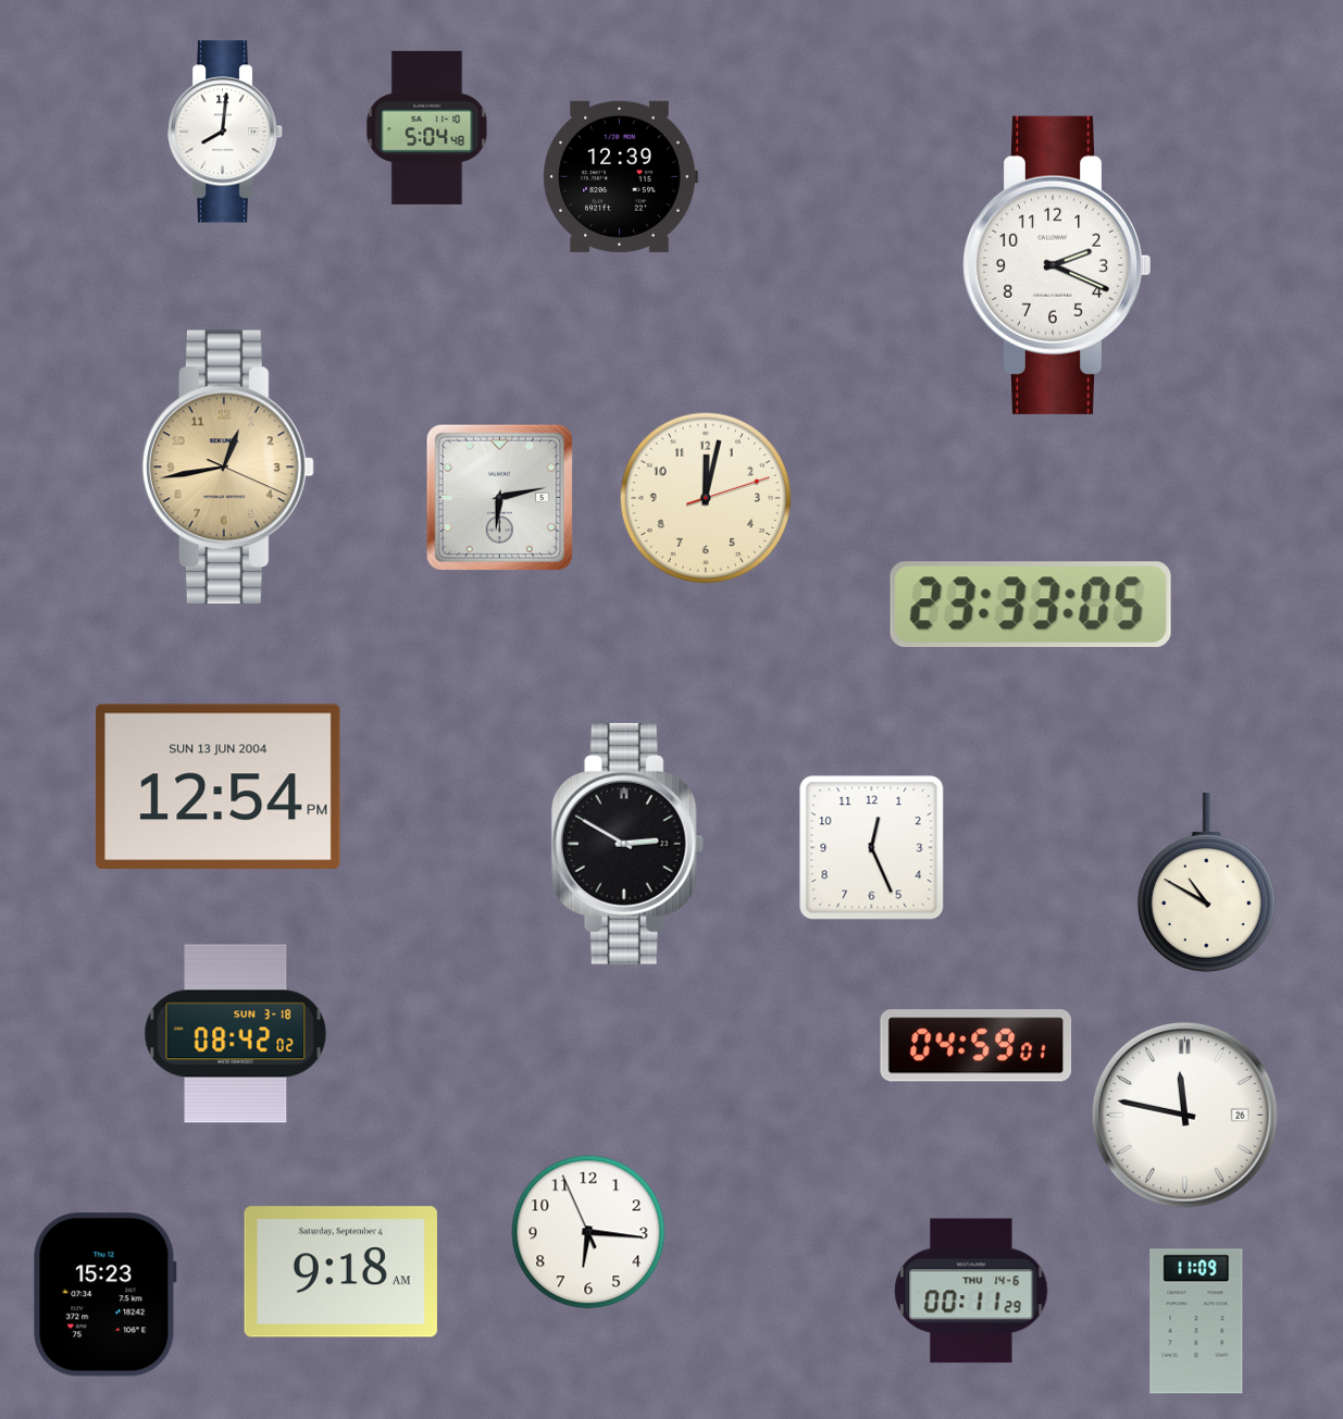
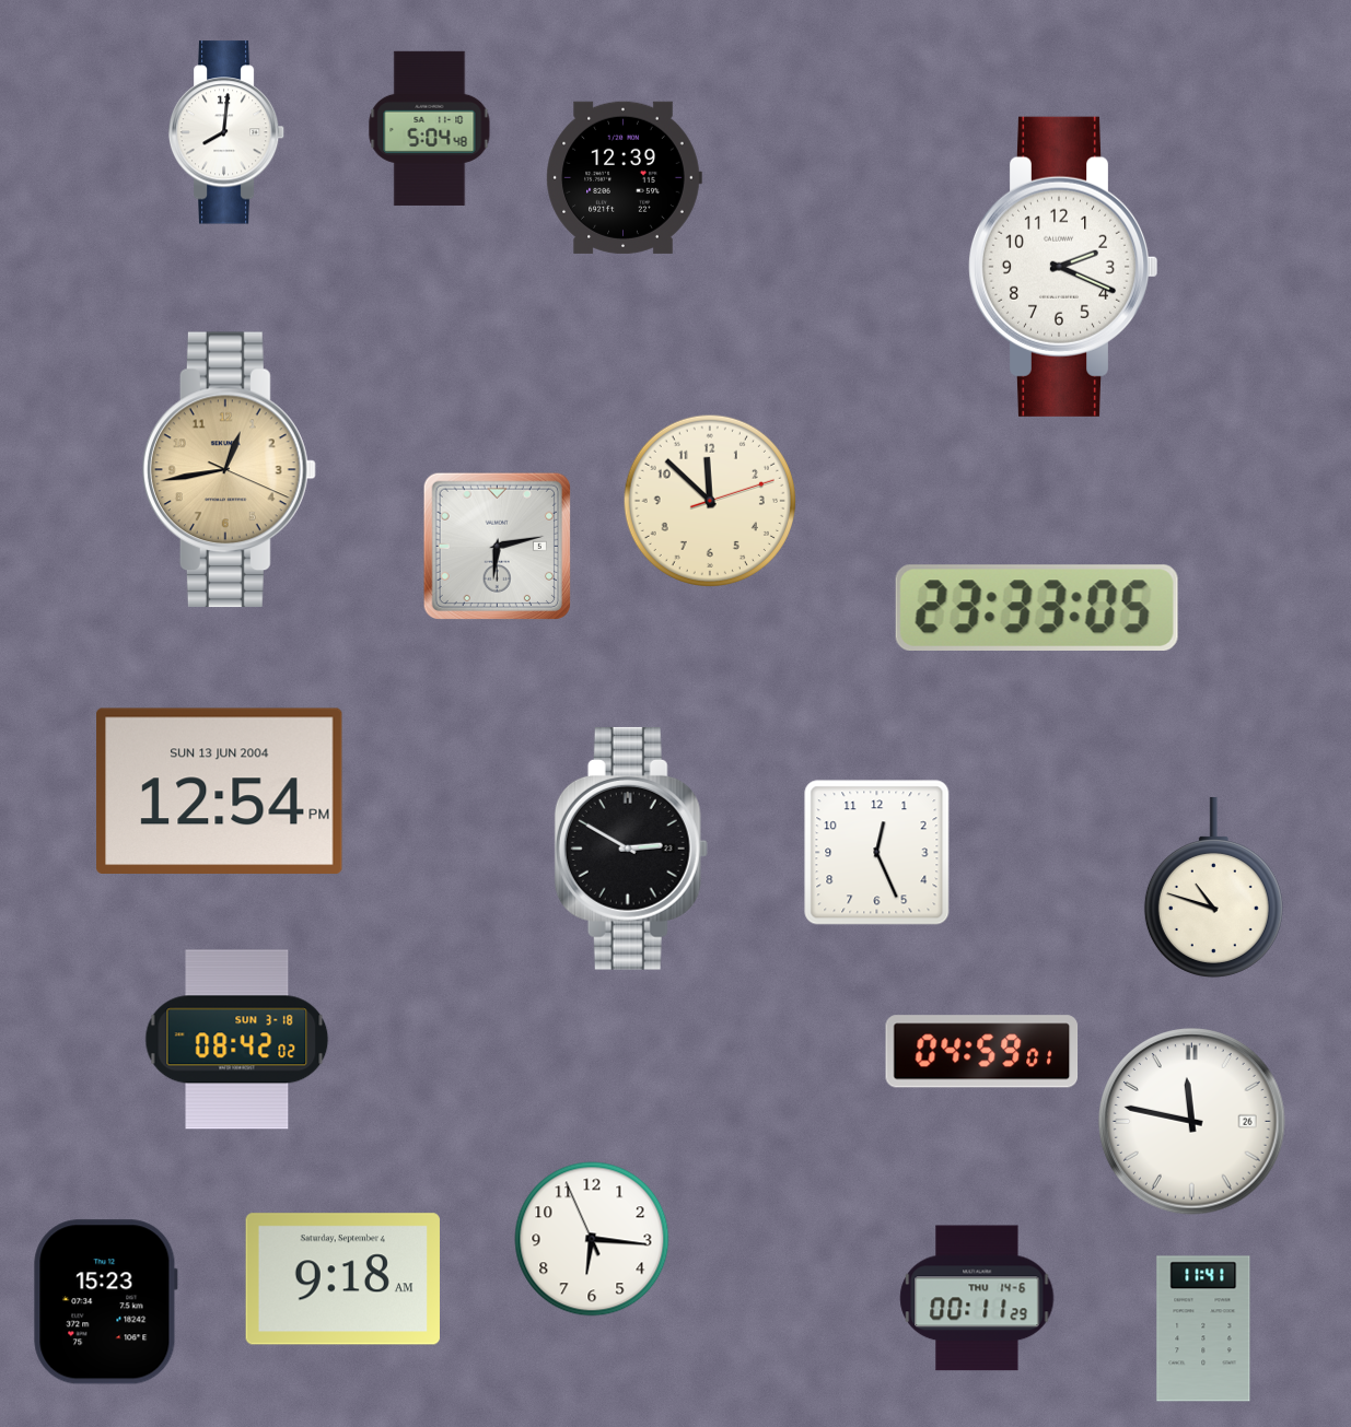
clock at (499, 497) position: (499, 497) -> (497, 546)
clock at (706, 498): 12:02 -> 11:52
clock at (1206, 883): 10:50 -> 10:48
clock at (1196, 1321): 11:09 -> 11:41
